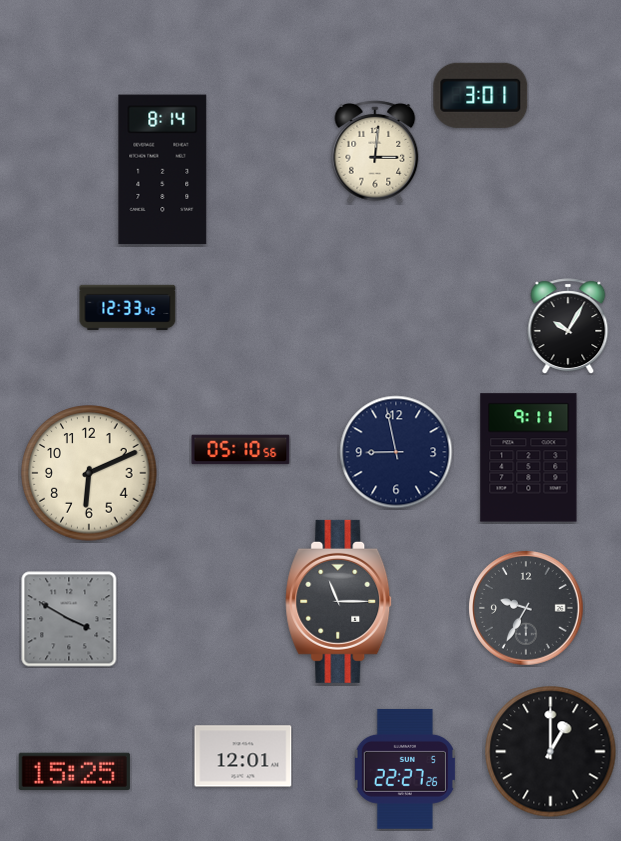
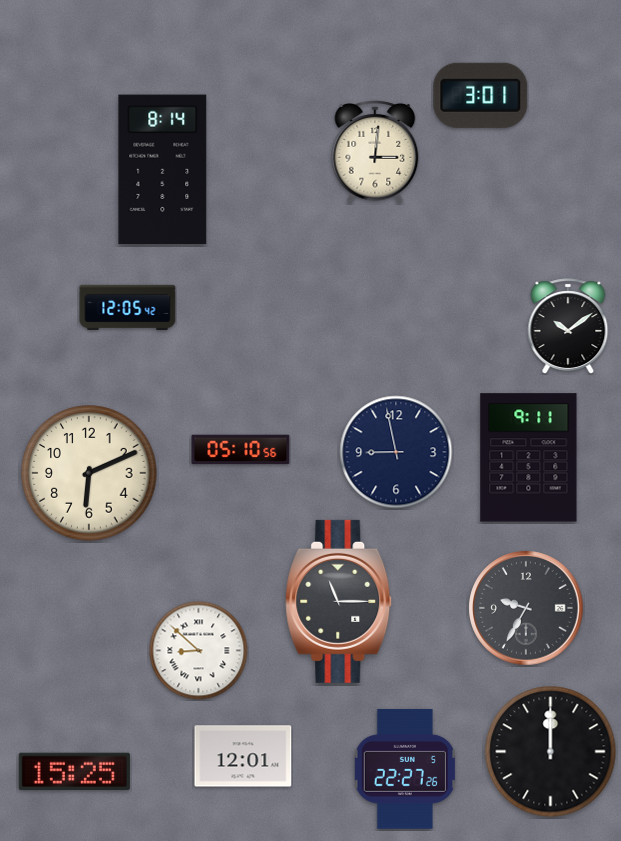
clock at (128, 307): 12:33 -> 12:05
clock at (568, 326): 10:05 -> 10:09
clock at (69, 619): 3:50 -> none
clock at (199, 651): none -> 8:52
clock at (551, 752): 1:00 -> 12:00
